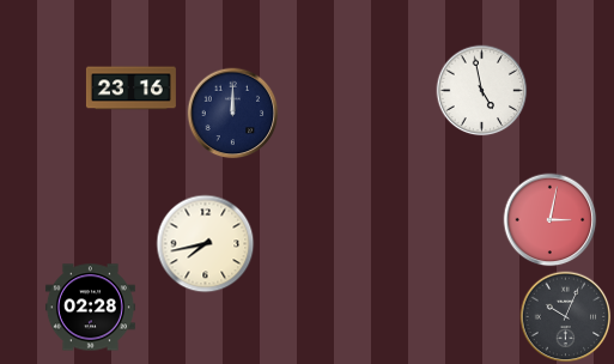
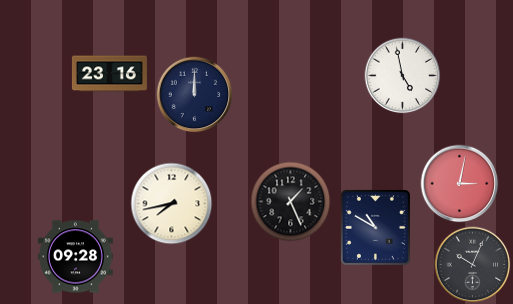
clock at (291, 202): none -> 1:26
clock at (375, 227): none -> 10:50
clock at (90, 308): 02:28 -> 09:28
